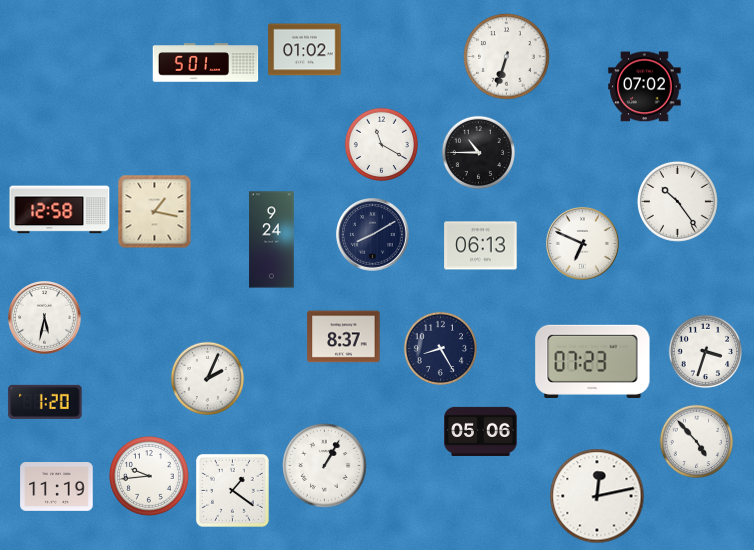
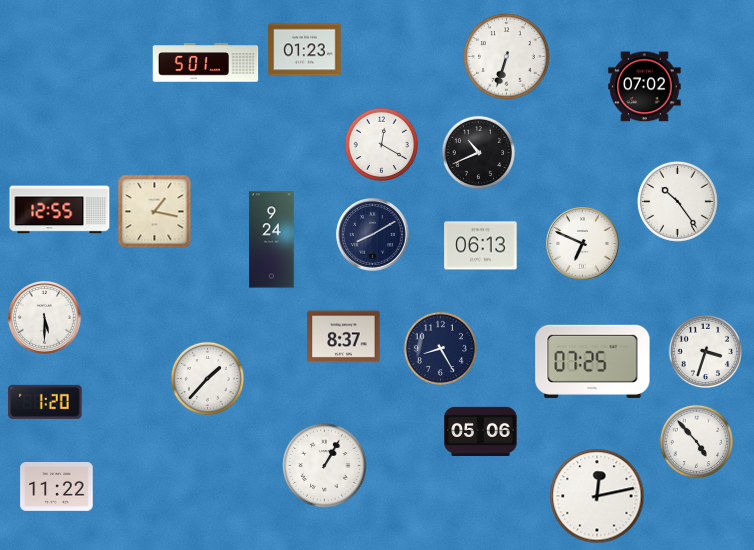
clock at (305, 50): 01:02 -> 01:23
clock at (381, 144): 11:20 -> 12:20
clock at (478, 152): 10:45 -> 10:41
clock at (60, 210): 12:58 -> 12:55
clock at (45, 318): 5:32 -> 5:30
clock at (593, 361): 07:23 -> 07:25
clock at (207, 378): 2:04 -> 1:37
clock at (149, 476): 9:44 -> none
clock at (57, 487): 11:19 -> 11:22
clock at (232, 490): 1:21 -> none
